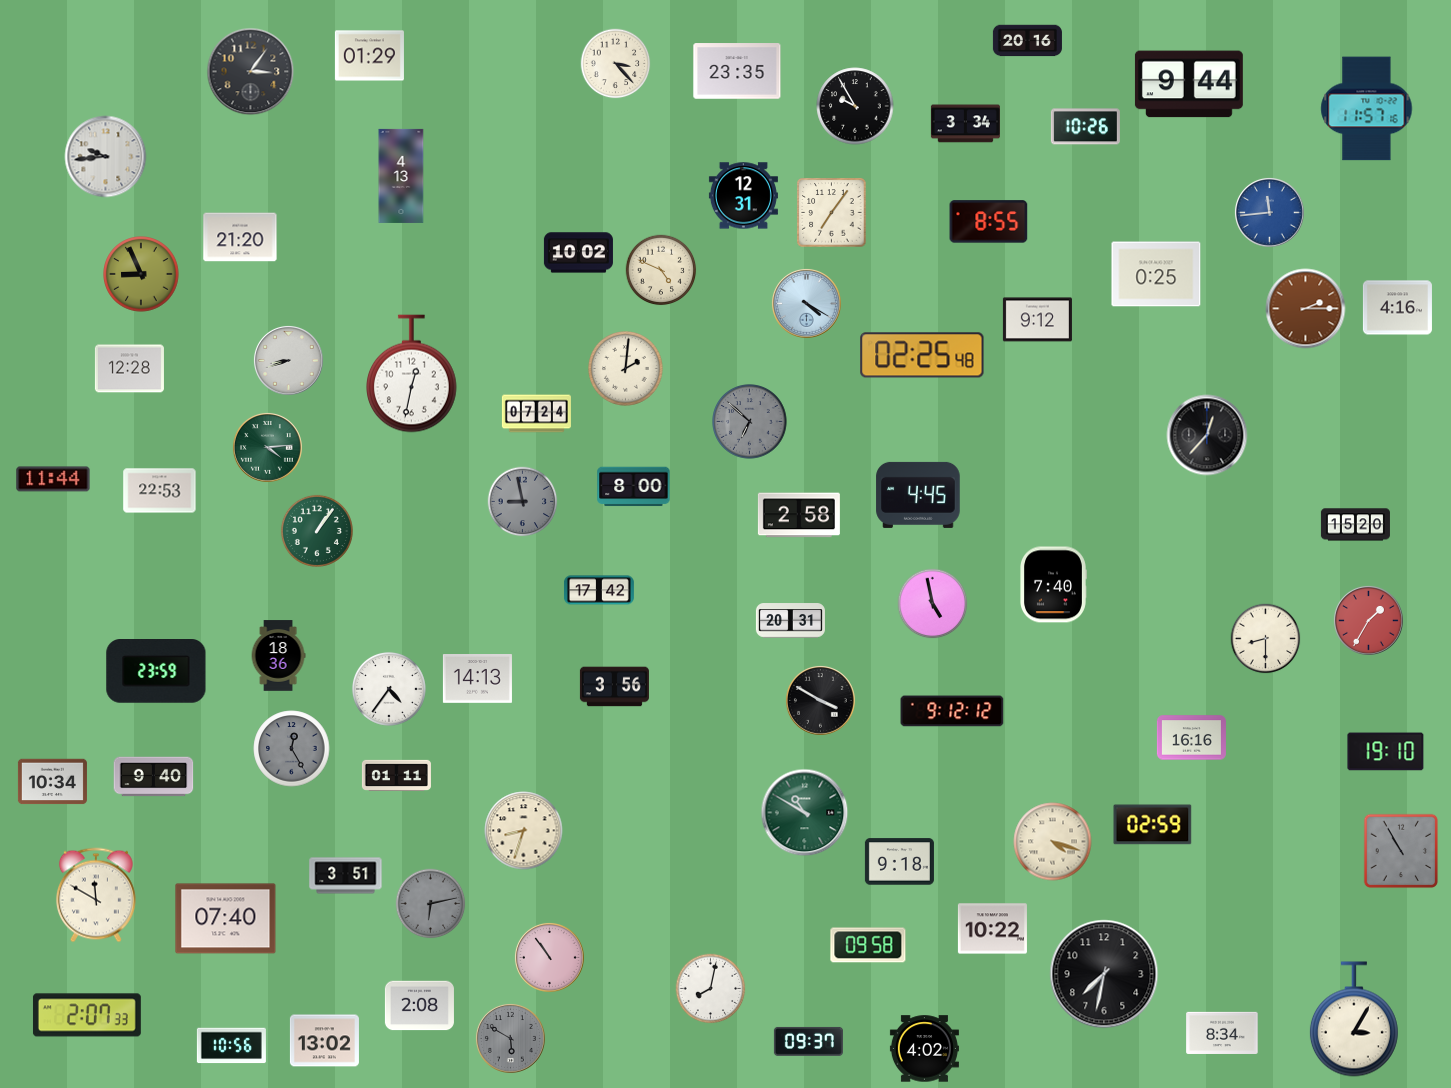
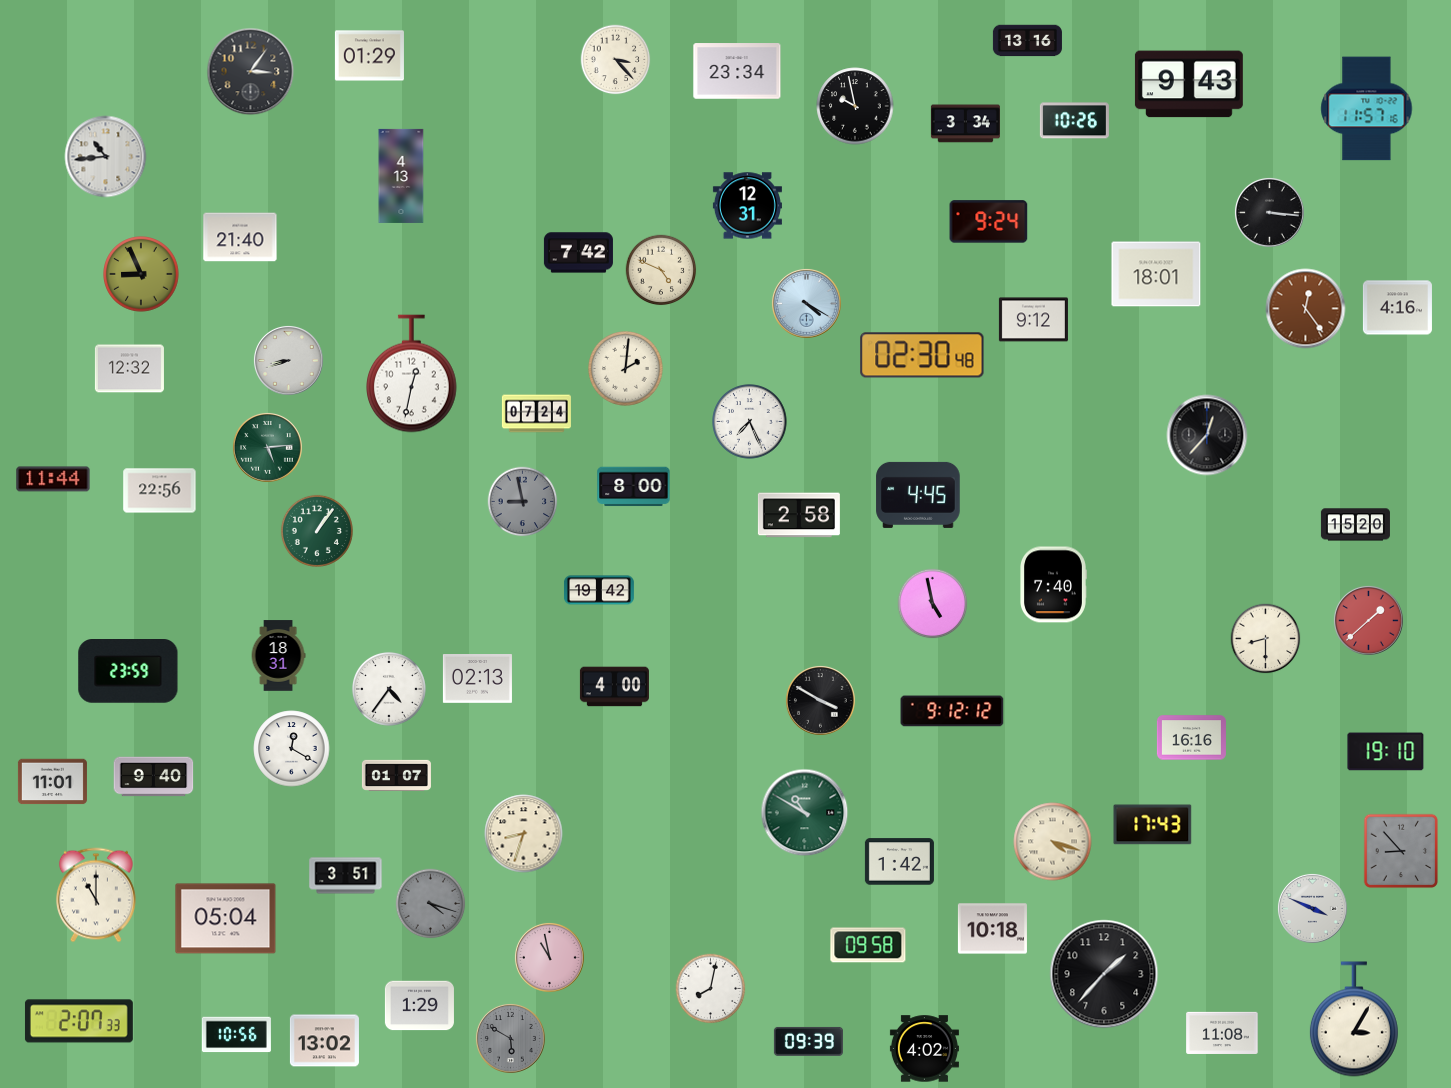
clock at (1027, 41): 20:16 -> 13:16
clock at (616, 64) position: (616, 64) -> (616, 60)
clock at (737, 71): 23:35 -> 23:34
clock at (1189, 84): 9:44 -> 9:43
clock at (855, 106): 9:55 -> 9:58
clock at (1085, 127) position: (1085, 127) -> (1074, 121)
clock at (106, 157): 9:44 -> 10:44
clock at (743, 196) position: (743, 196) -> (747, 206)
clock at (832, 213): 7:06 -> none
clock at (1270, 213): 11:44 -> 3:16
clock at (1270, 213) dial: blue -> black
clock at (989, 222): 8:55 -> 9:24
clock at (240, 237): 21:20 -> 21:40
clock at (578, 253): 10:02 -> 7:42
clock at (1156, 274): 0:25 -> 18:01
clock at (1306, 309): 2:15 -> 12:24
clock at (1037, 320) position: (1037, 320) -> (1033, 320)
clock at (922, 355): 02:25 -> 02:30
clock at (129, 369): 12:28 -> 12:32
clock at (750, 422): 6:52 -> 7:26
clock at (750, 422) dial: grey -> white
clock at (268, 448): 4:14 -> 5:14
clock at (160, 491): 22:53 -> 22:56
clock at (599, 590): 17:42 -> 19:42
clock at (790, 621): 20:31 -> none
clock at (1369, 621): 1:35 -> 1:38
clock at (278, 656): 18:36 -> 18:31
clock at (156, 671) position: (156, 671) -> (128, 671)
clock at (477, 679): 14:13 -> 02:13
clock at (614, 687): 3:56 -> 4:00
clock at (292, 749): 12:25 -> 12:20
clock at (292, 749) dial: grey -> white
clock at (396, 775): 01:11 -> 01:07
clock at (52, 782): 10:34 -> 11:01
clock at (1153, 825): 02:59 -> 17:43
clock at (524, 831) position: (524, 831) -> (524, 834)
clock at (1401, 851): 10:55 -> 8:53
clock at (899, 862): 9:18 -> 1:42
clock at (96, 895): 11:50 -> 11:00
clock at (431, 904): 6:13 -> 4:18
clock at (1313, 909): none -> 3:49
clock at (226, 919): 07:40 -> 05:04
clock at (992, 929): 10:22 -> 10:18
clock at (550, 958): 10:54 -> 10:58
clock at (1104, 974): 7:32 -> 1:37
clock at (419, 1006): 2:08 -> 1:29
clock at (87, 1015) position: (87, 1015) -> (79, 1021)
clock at (1222, 1032): 8:34 -> 11:08
clock at (808, 1041): 09:37 -> 09:39
clock at (231, 1046) position: (231, 1046) -> (236, 1035)
